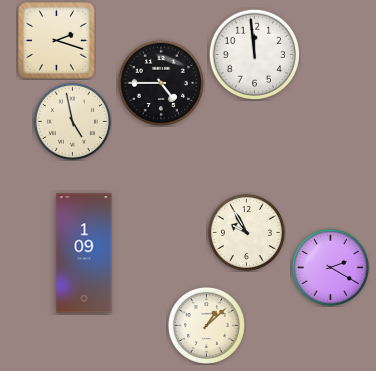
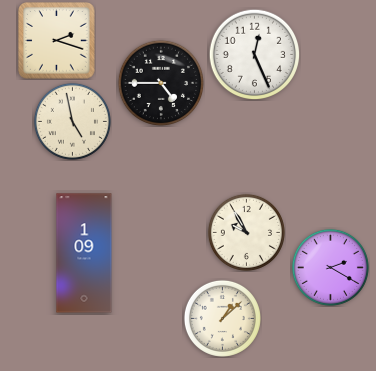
clock at (254, 54): 11:59 -> 12:26
clock at (206, 325) position: (206, 325) -> (222, 318)
